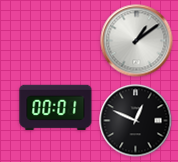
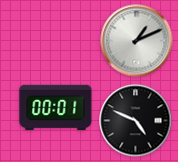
clock at (137, 41): 1:09 -> 1:11
clock at (136, 121): 12:49 -> 4:49
